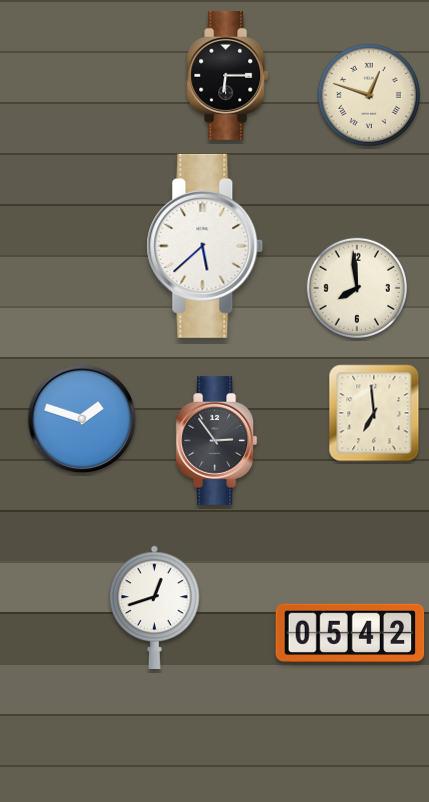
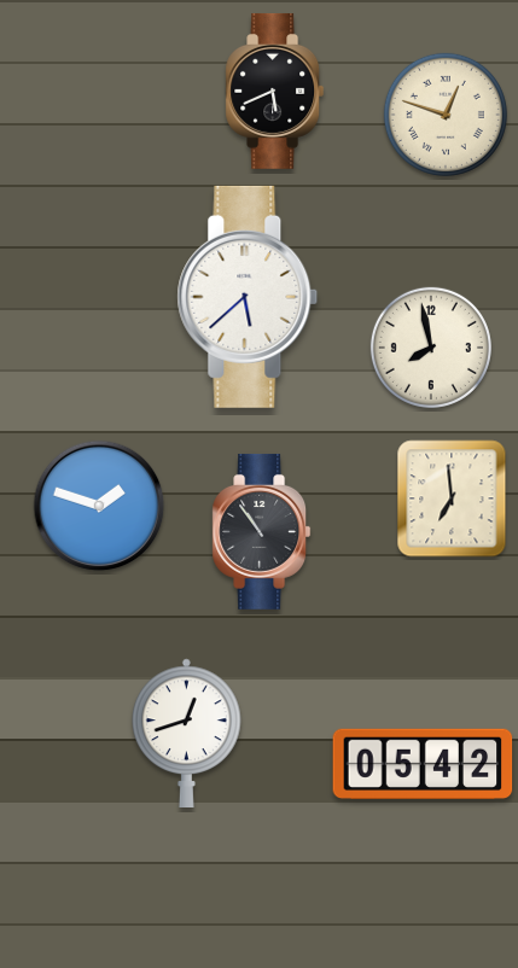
clock at (228, 75): 6:15 -> 5:41
clock at (357, 288): 7:59 -> 7:58
clock at (217, 440): 2:54 -> 10:54
